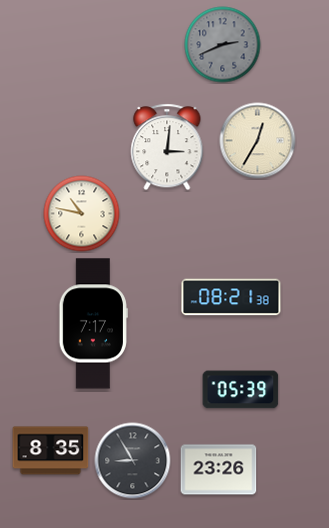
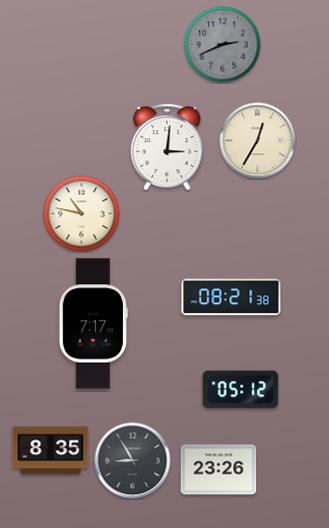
clock at (241, 390): 05:39 -> 05:12
